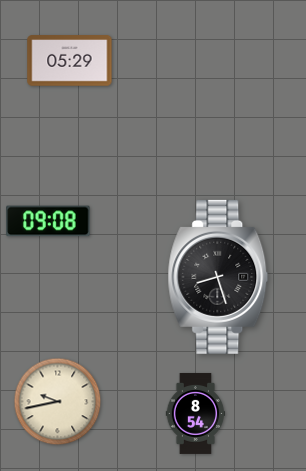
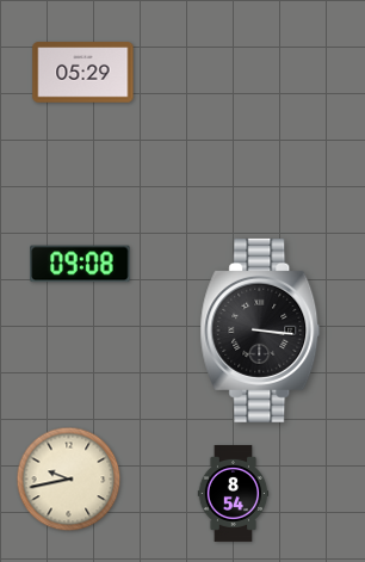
clock at (48, 221) position: (48, 221) -> (80, 264)
clock at (218, 277): 8:27 -> 3:16
